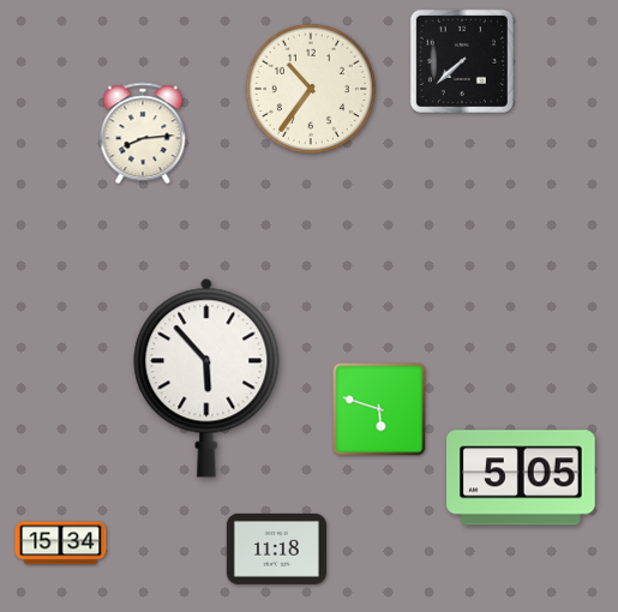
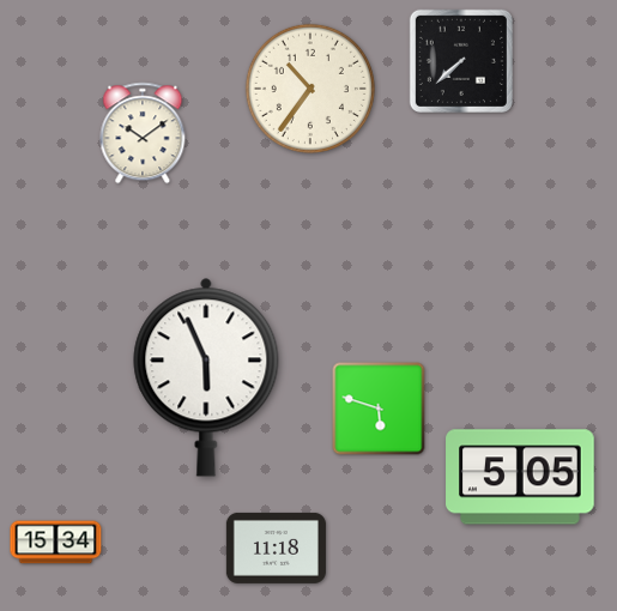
clock at (143, 133): 8:14 -> 10:09
clock at (206, 378): 5:53 -> 5:56
clock at (61, 544) position: (61, 544) -> (56, 543)
